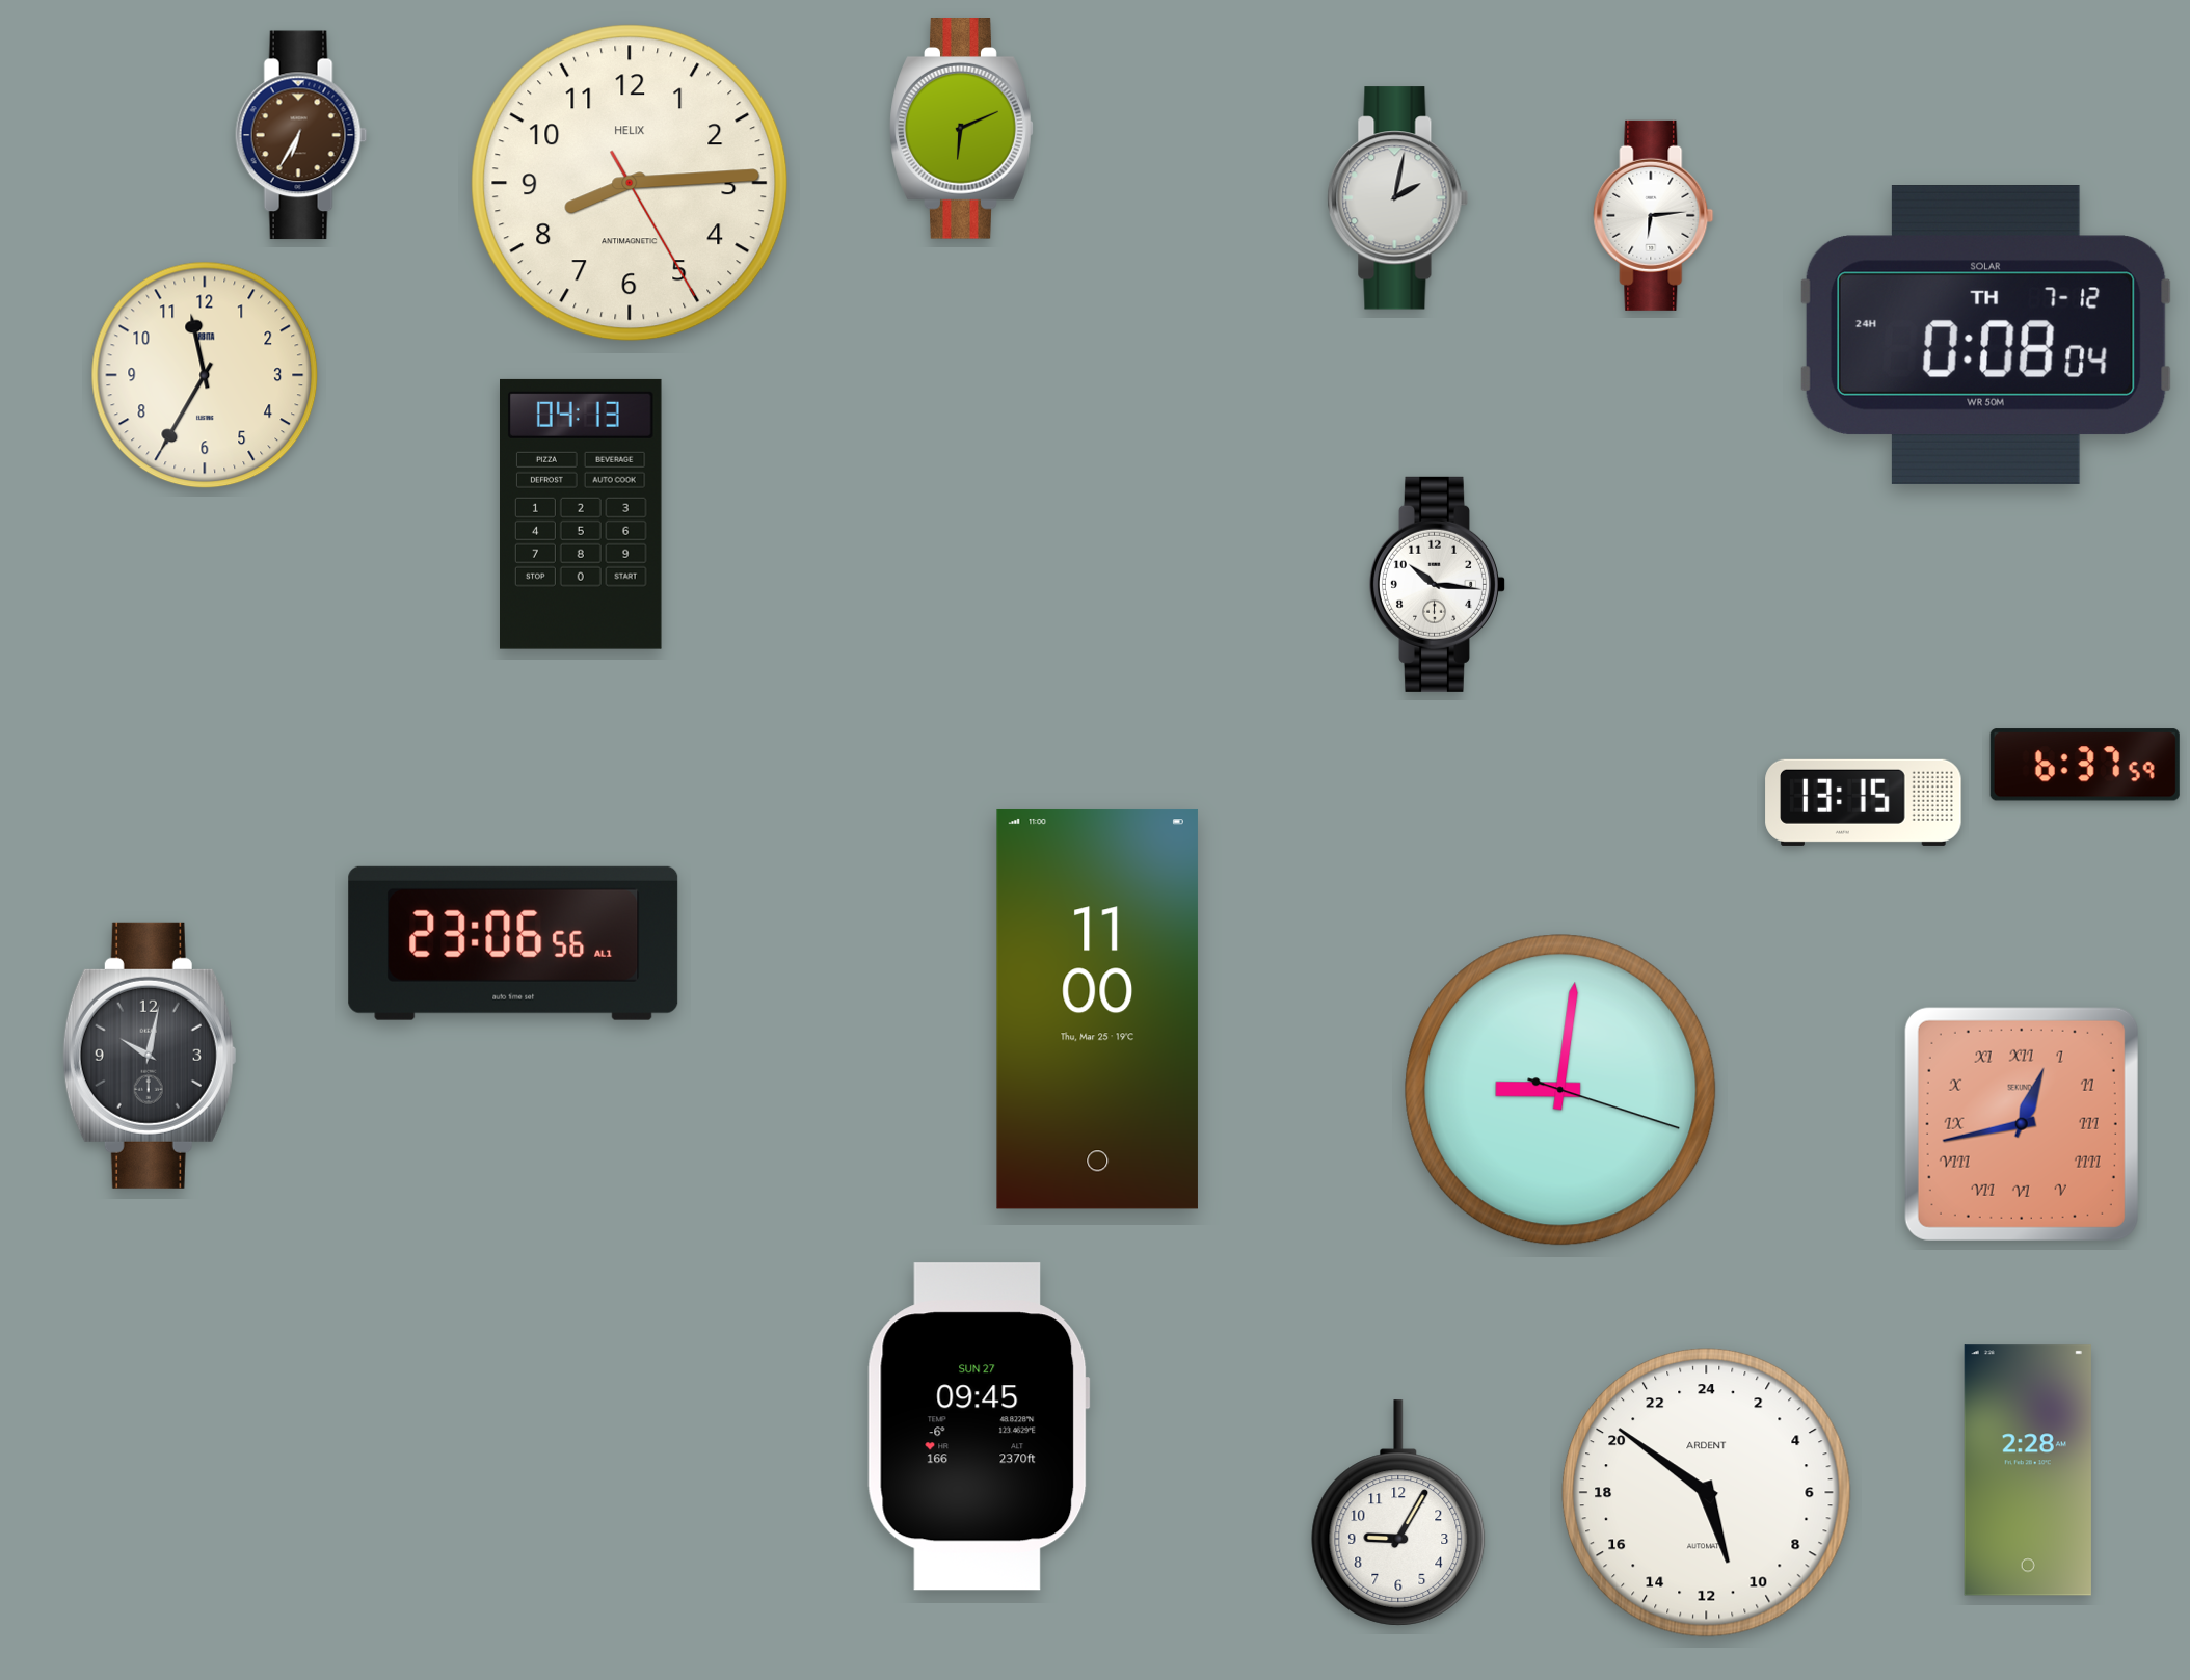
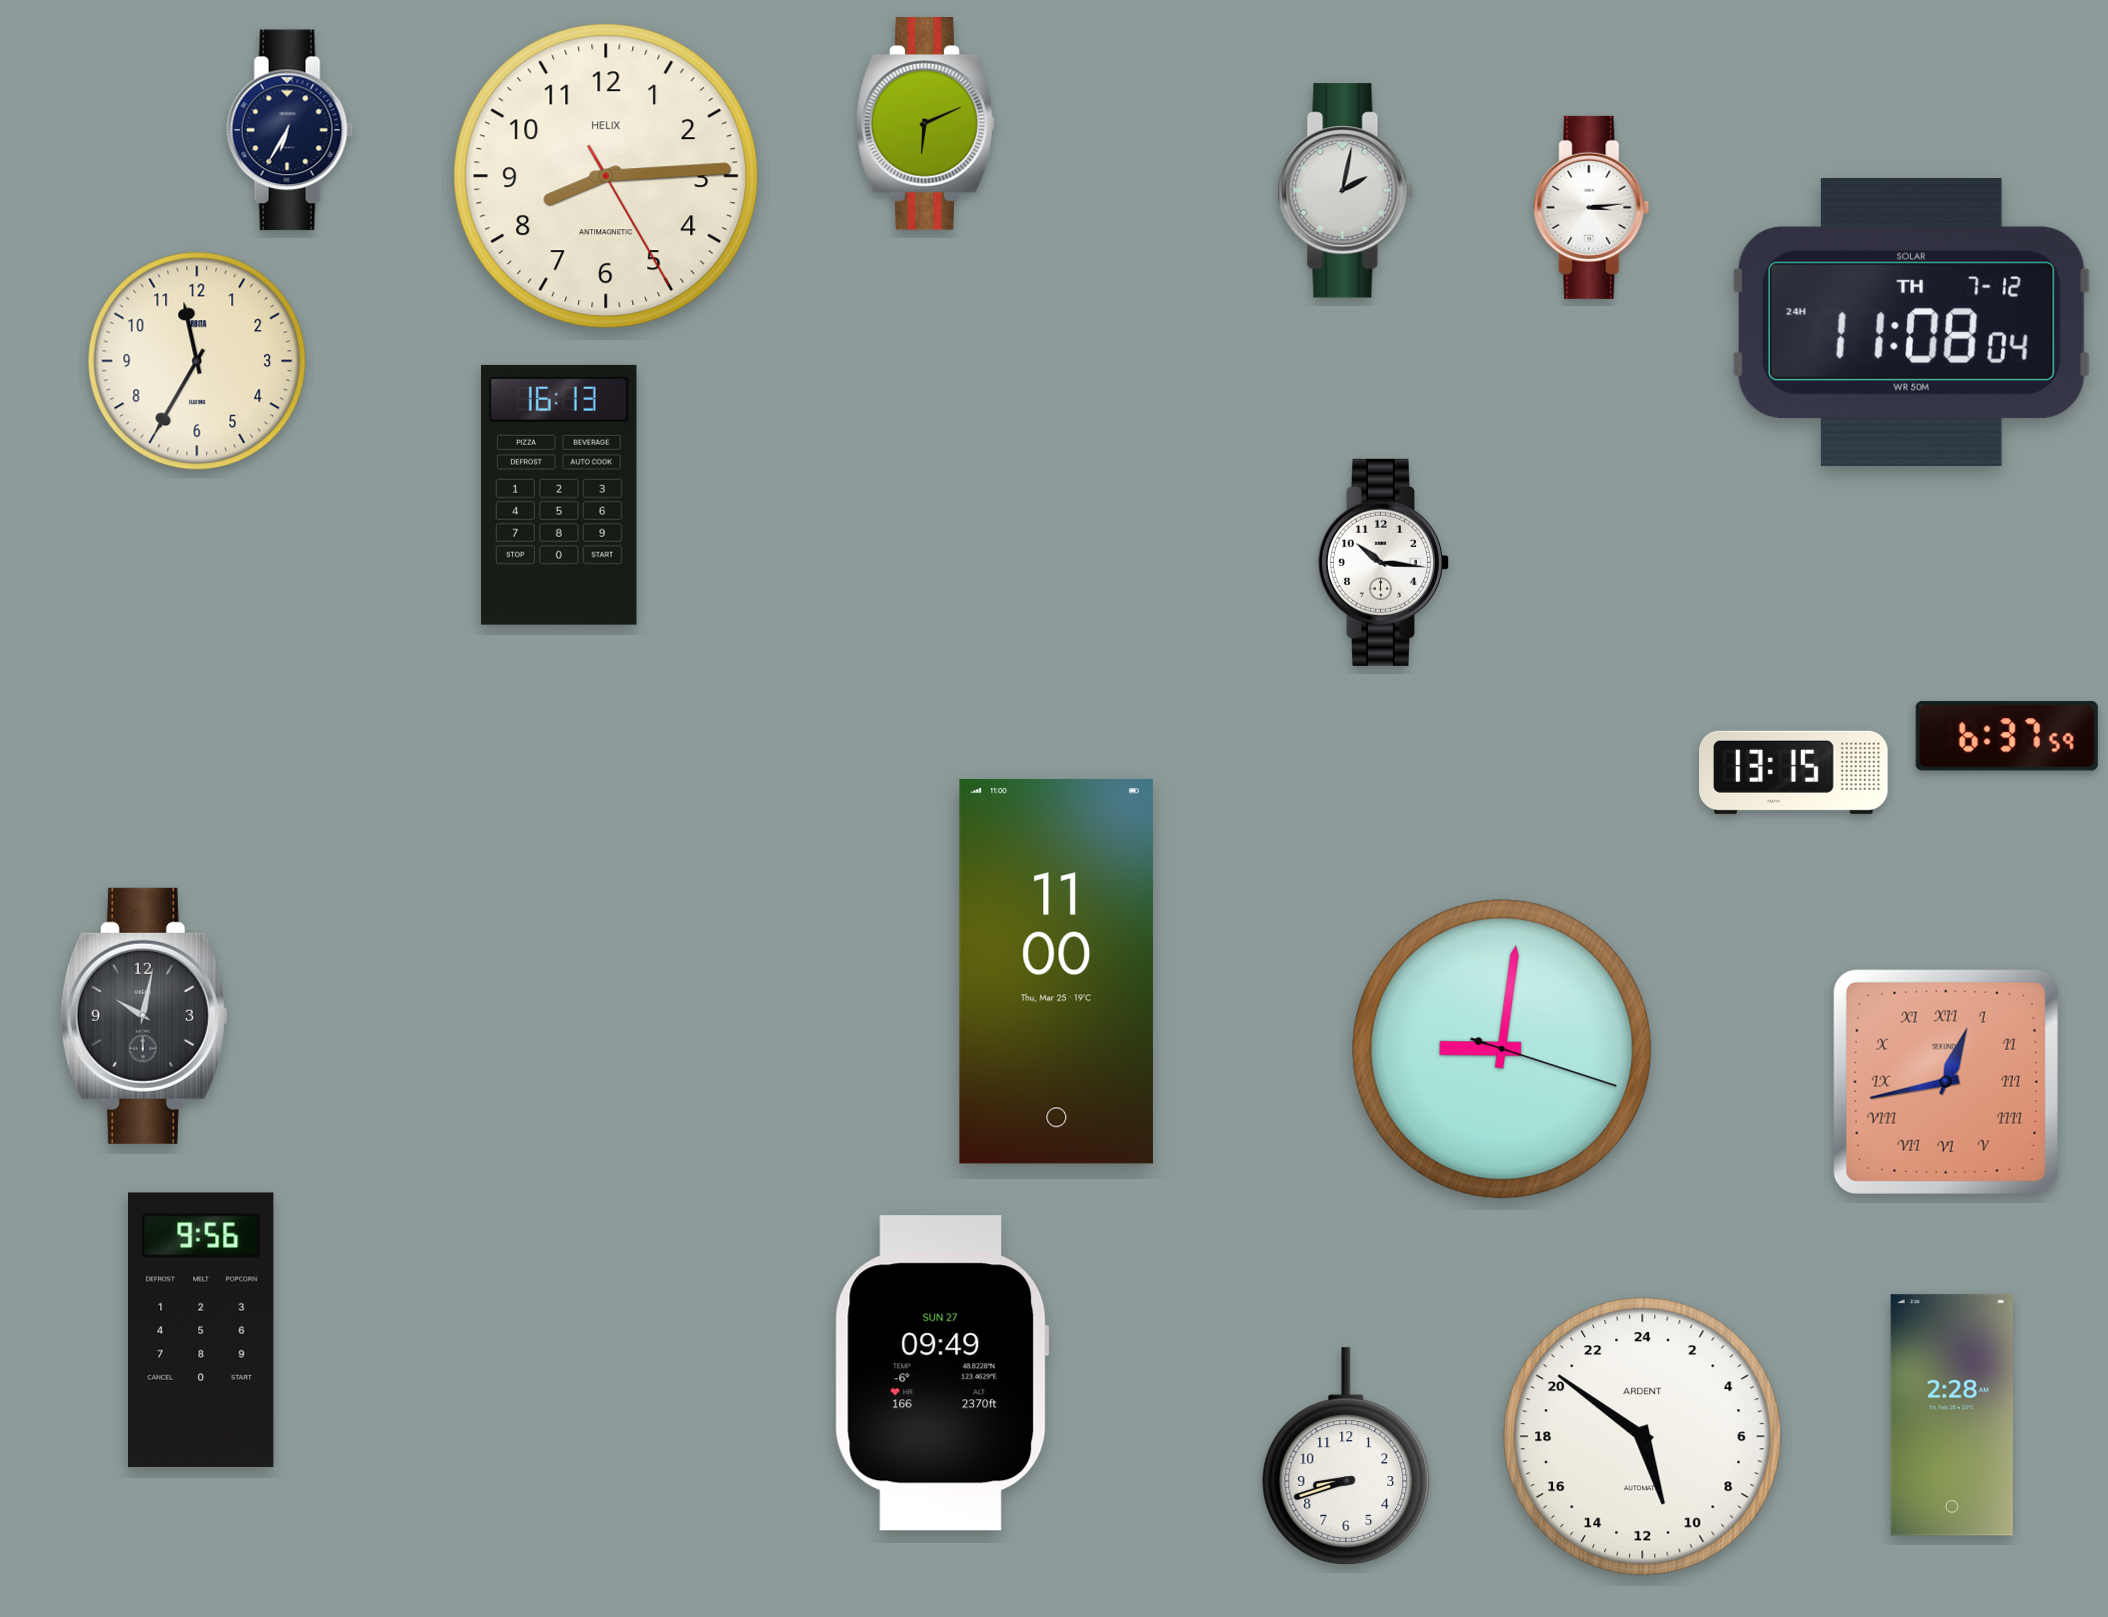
clock at (301, 135) dial: brown -> navy
clock at (1654, 215): 6:14 -> 3:14
clock at (1985, 335): 0:08 -> 11:08
clock at (582, 514): 04:13 -> 16:13
clock at (513, 943): 23:06 -> none
clock at (201, 1330): none -> 9:56
clock at (979, 1426): 09:45 -> 09:49
clock at (1398, 1513): 9:05 -> 8:42
